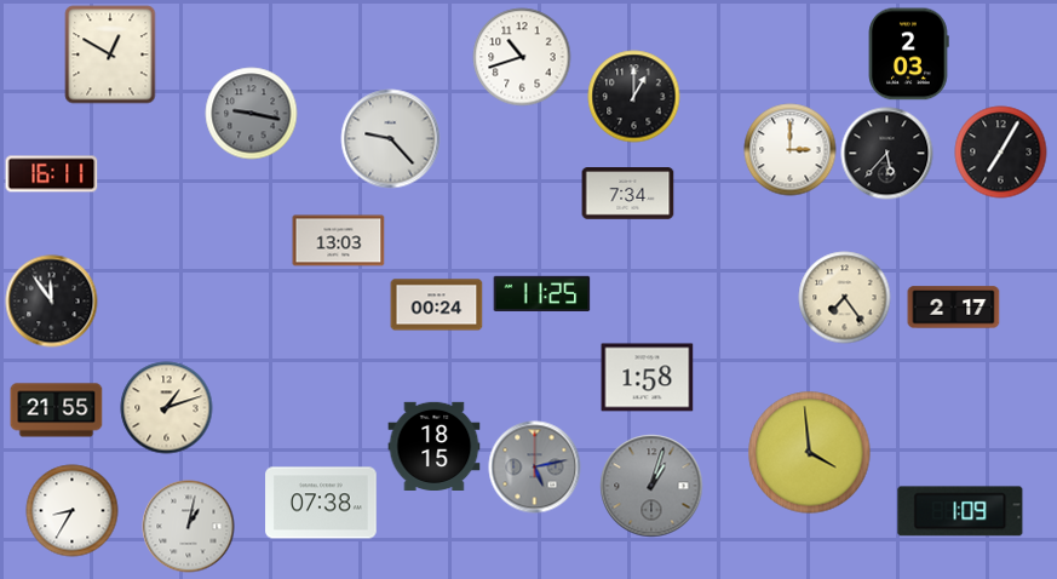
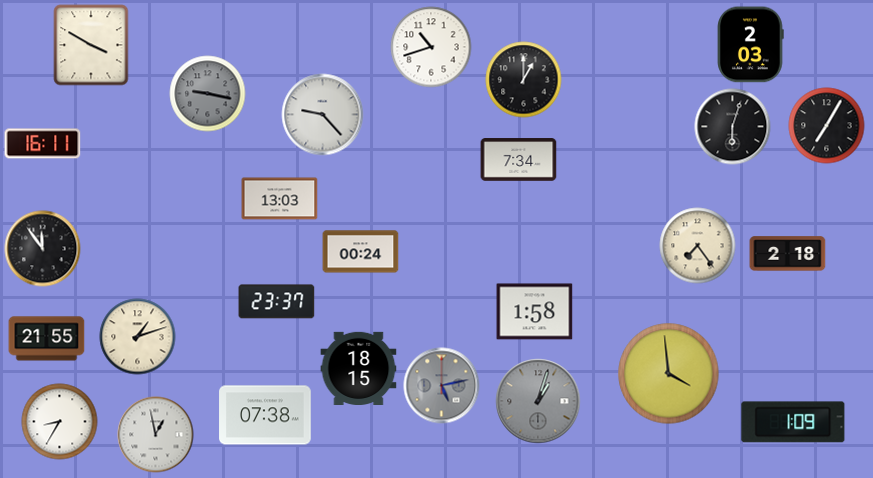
clock at (110, 55): 12:50 -> 3:50
clock at (791, 150): 3:00 -> none
clock at (887, 154): 5:37 -> 6:03
clock at (542, 293): 11:25 -> none
clock at (954, 308): 2:17 -> 2:18
clock at (277, 302): none -> 23:37
clock at (189, 527): 1:02 -> 12:58
